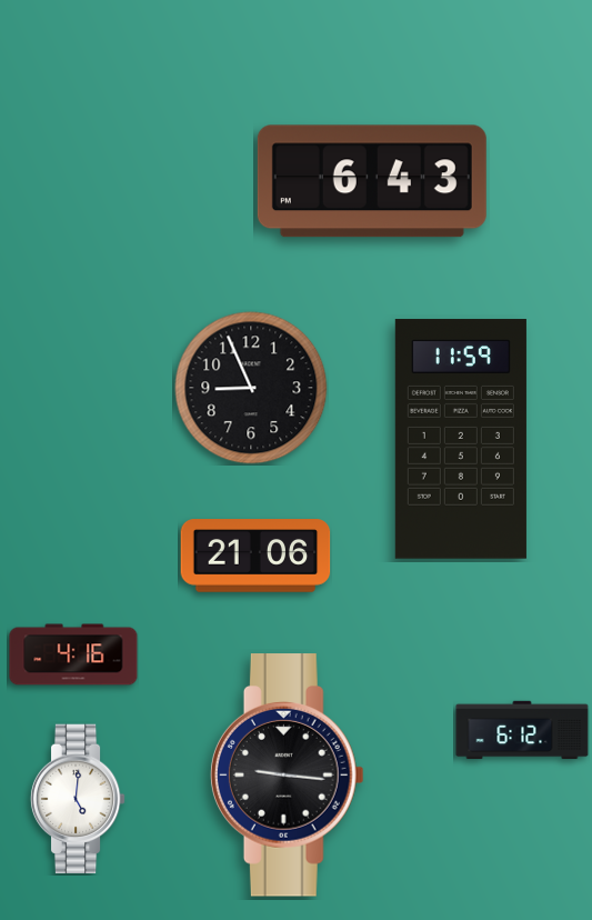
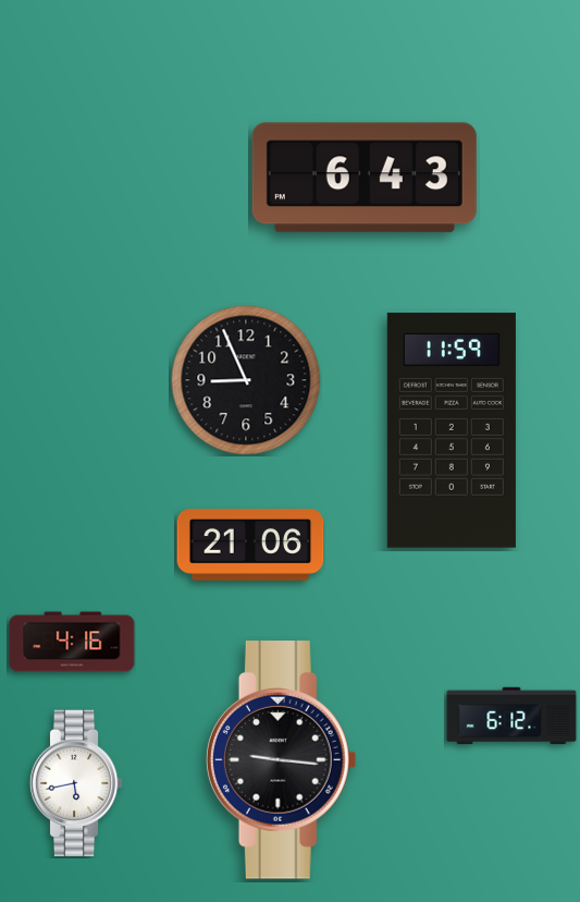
clock at (78, 799): 5:01 -> 5:43
